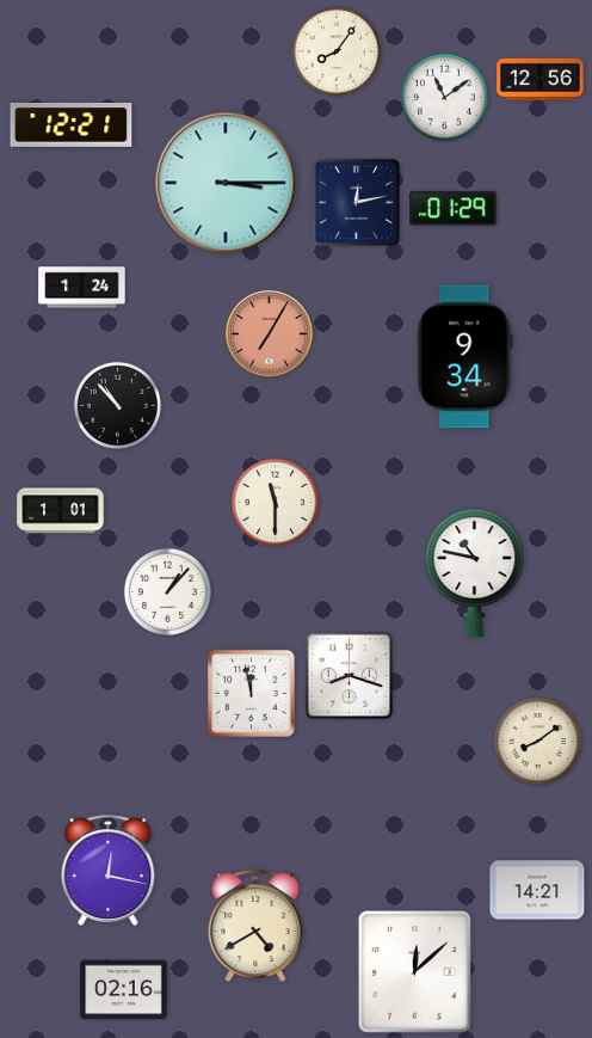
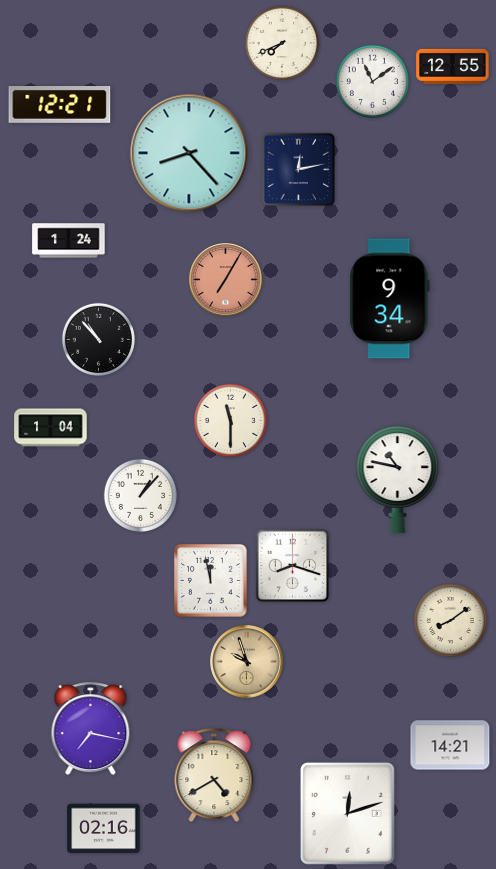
clock at (337, 51): 8:06 -> 7:41
clock at (541, 79): 12:56 -> 12:55
clock at (226, 183): 3:15 -> 8:23
clock at (454, 209): 01:29 -> none
clock at (61, 511): 1:01 -> 1:04
clock at (247, 662): none -> 9:57
clock at (109, 871): 12:17 -> 7:17
clock at (414, 971): 12:08 -> 12:12
